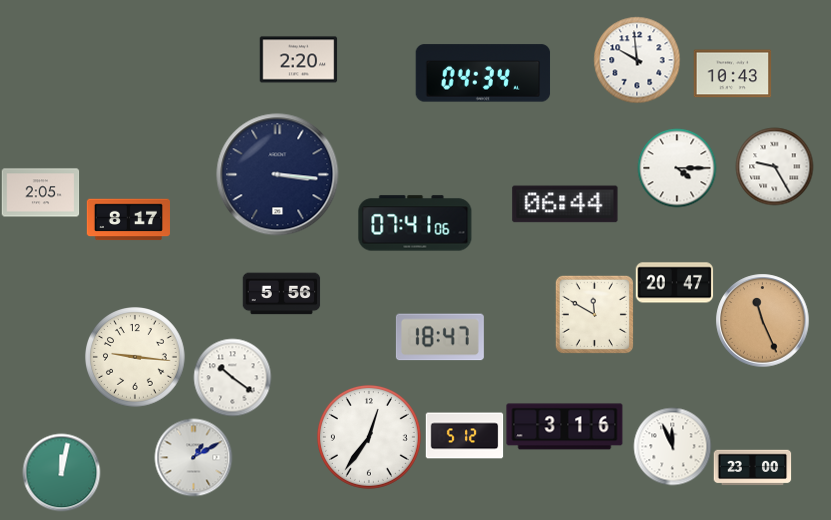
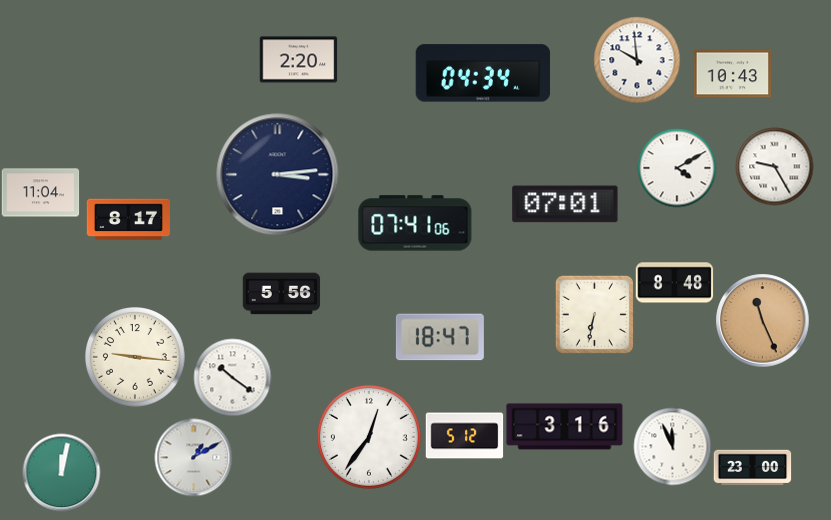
clock at (677, 168): 4:15 -> 4:10
clock at (278, 175): 3:16 -> 3:14
clock at (40, 193): 2:05 -> 11:04
clock at (565, 204): 06:44 -> 07:01
clock at (674, 283): 20:47 -> 8:48
clock at (594, 314): 11:50 -> 6:32
